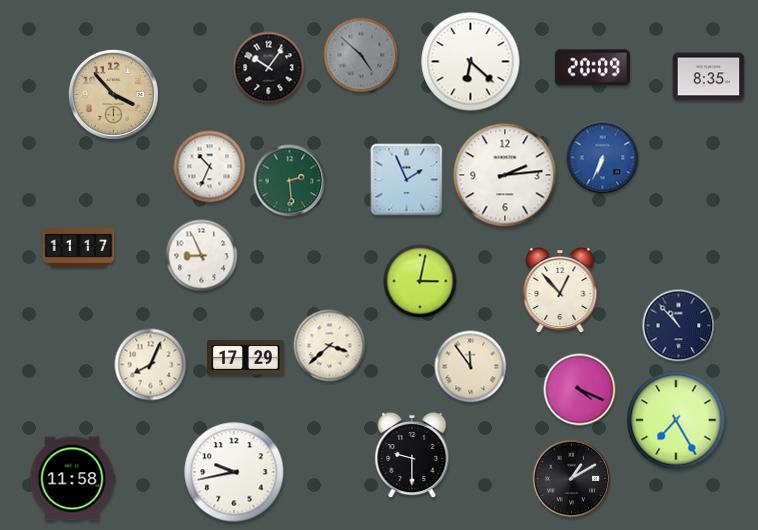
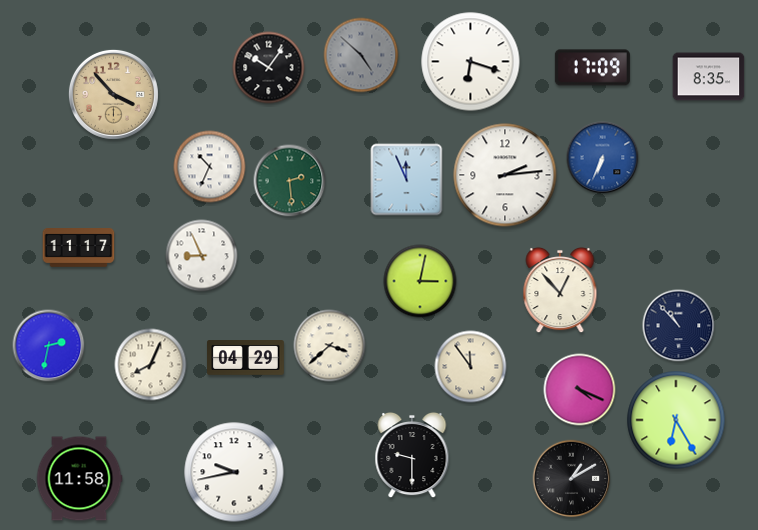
clock at (471, 62): 6:22 -> 6:18
clock at (592, 68): 20:09 -> 17:09
clock at (407, 180): 1:56 -> 11:56
clock at (49, 346): none -> 2:32
clock at (246, 358): 17:29 -> 04:29
clock at (676, 420): 7:25 -> 6:25
clock at (72, 479) position: (72, 479) -> (79, 479)
